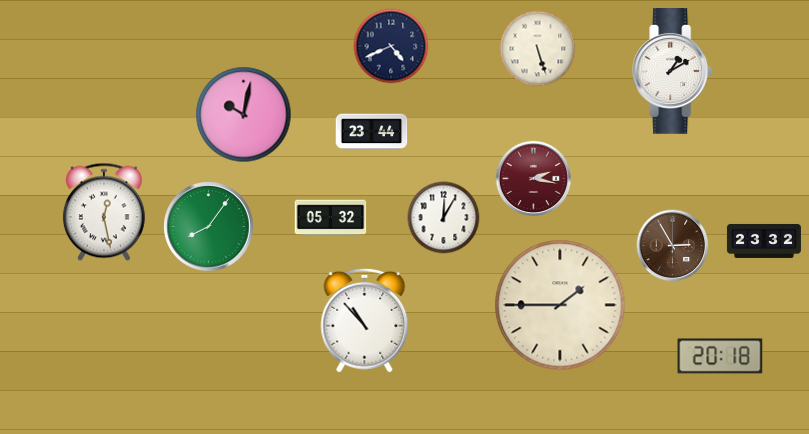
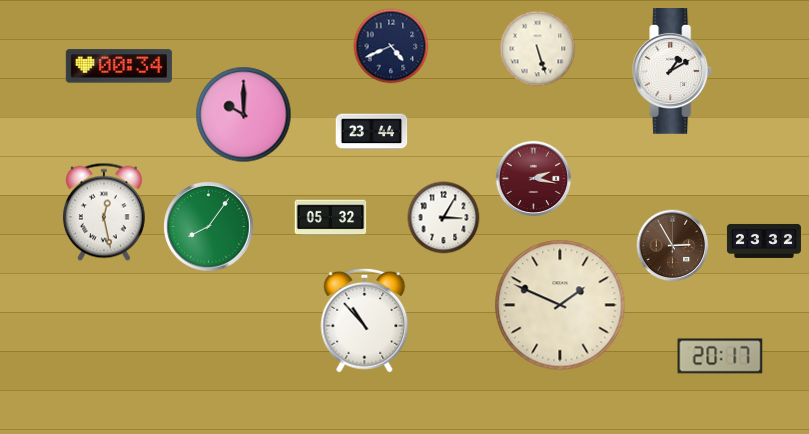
clock at (119, 66): none -> 00:34
clock at (244, 115): 10:02 -> 10:00
clock at (444, 218): 12:05 -> 3:05
clock at (560, 305): 1:45 -> 1:49
clock at (720, 356): 20:18 -> 20:17
